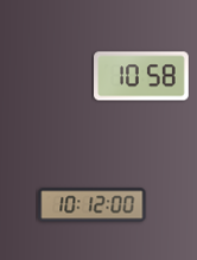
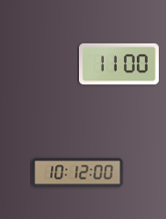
clock at (141, 76): 10:58 -> 11:00
